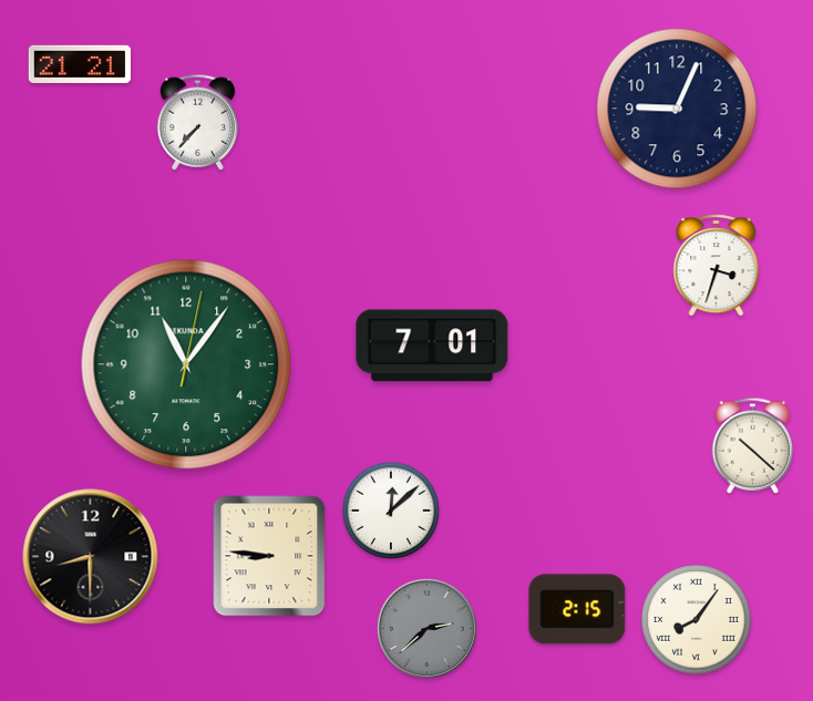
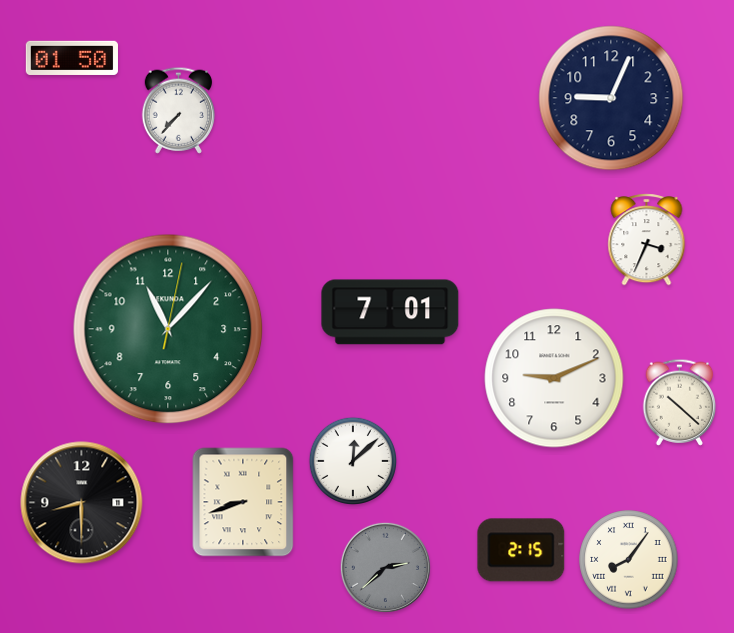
clock at (80, 64): 21:21 -> 01:50
clock at (717, 266): 3:33 -> 3:34
clock at (186, 364): 11:06 -> 11:07
clock at (554, 378): none -> 9:11
clock at (269, 556): 8:46 -> 8:42
